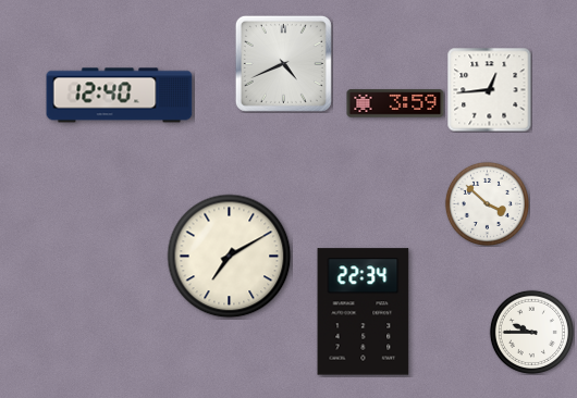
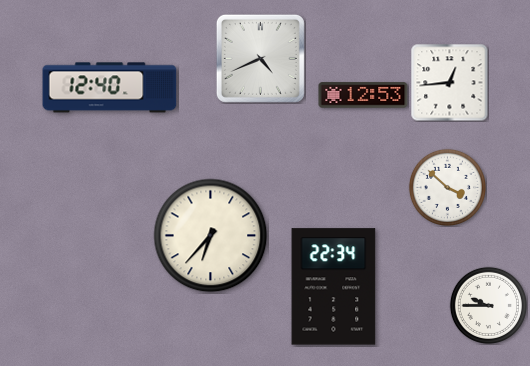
clock at (395, 103): 3:59 -> 12:53
clock at (230, 257): 7:10 -> 6:37
